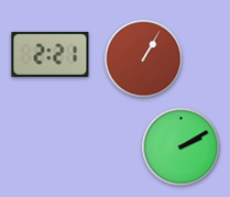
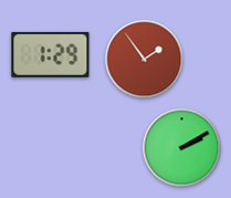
clock at (51, 54): 2:21 -> 1:29
clock at (144, 59): 1:05 -> 1:54
